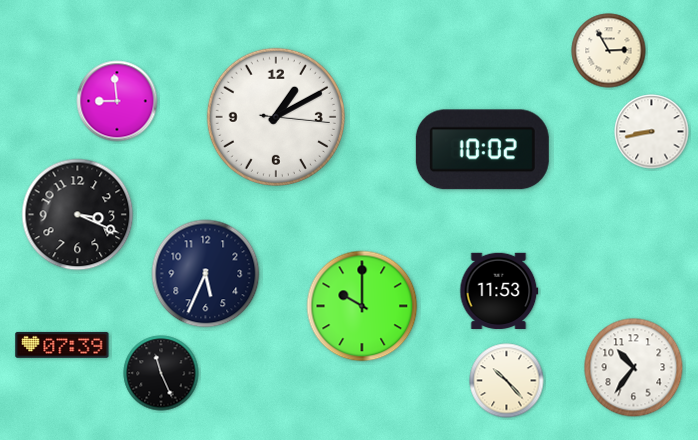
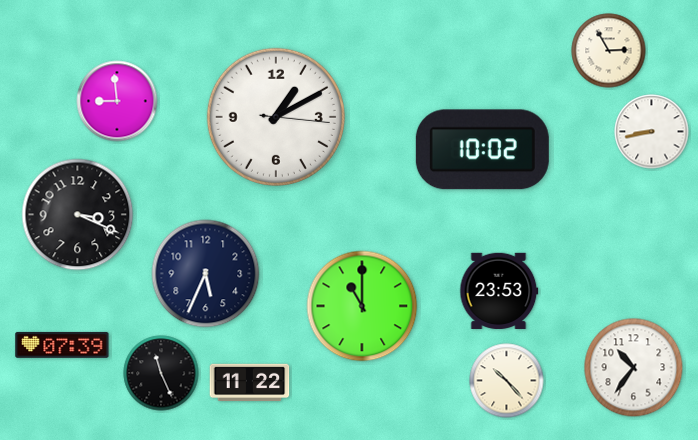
clock at (499, 291): 11:53 -> 23:53
clock at (362, 306): 10:00 -> 11:00
clock at (250, 383): none -> 11:22
